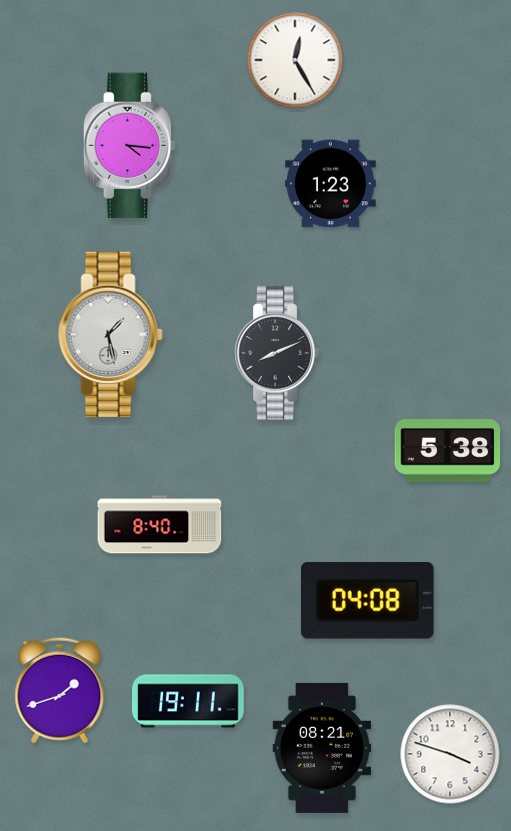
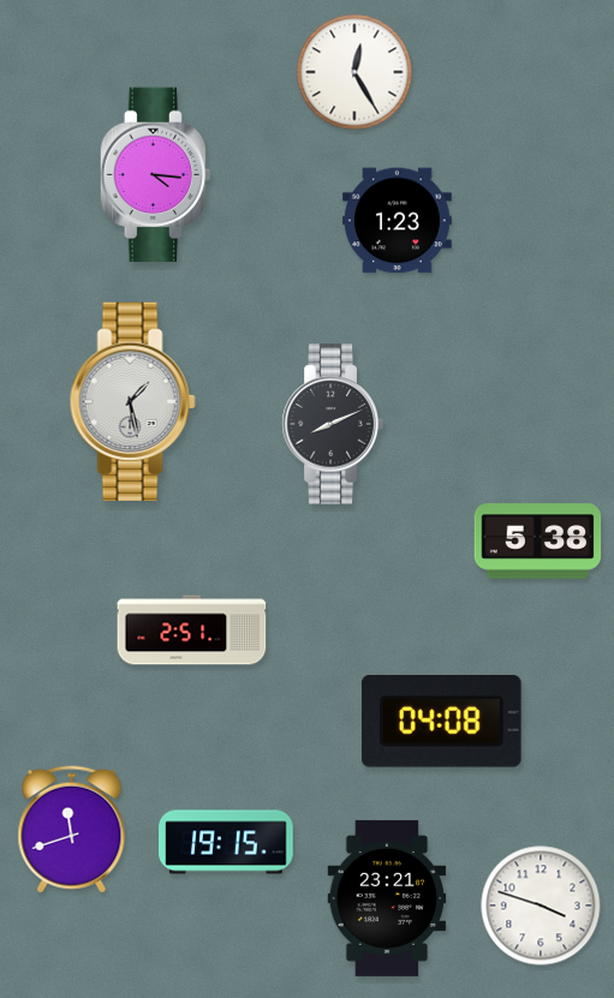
clock at (160, 525): 8:40 -> 2:51
clock at (60, 691): 1:42 -> 11:42
clock at (188, 701): 19:11 -> 19:15
clock at (322, 748): 08:21 -> 23:21
